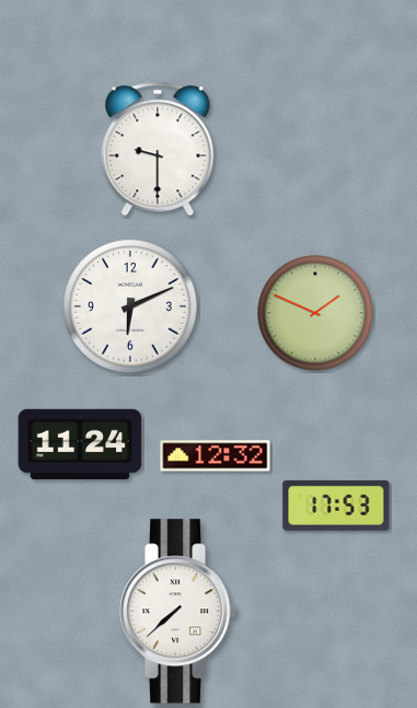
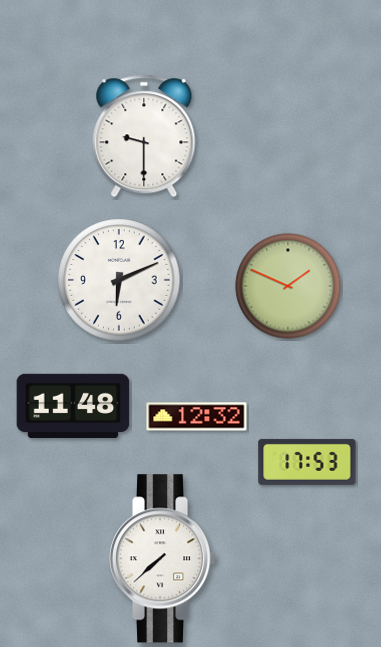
clock at (80, 443): 11:24 -> 11:48
